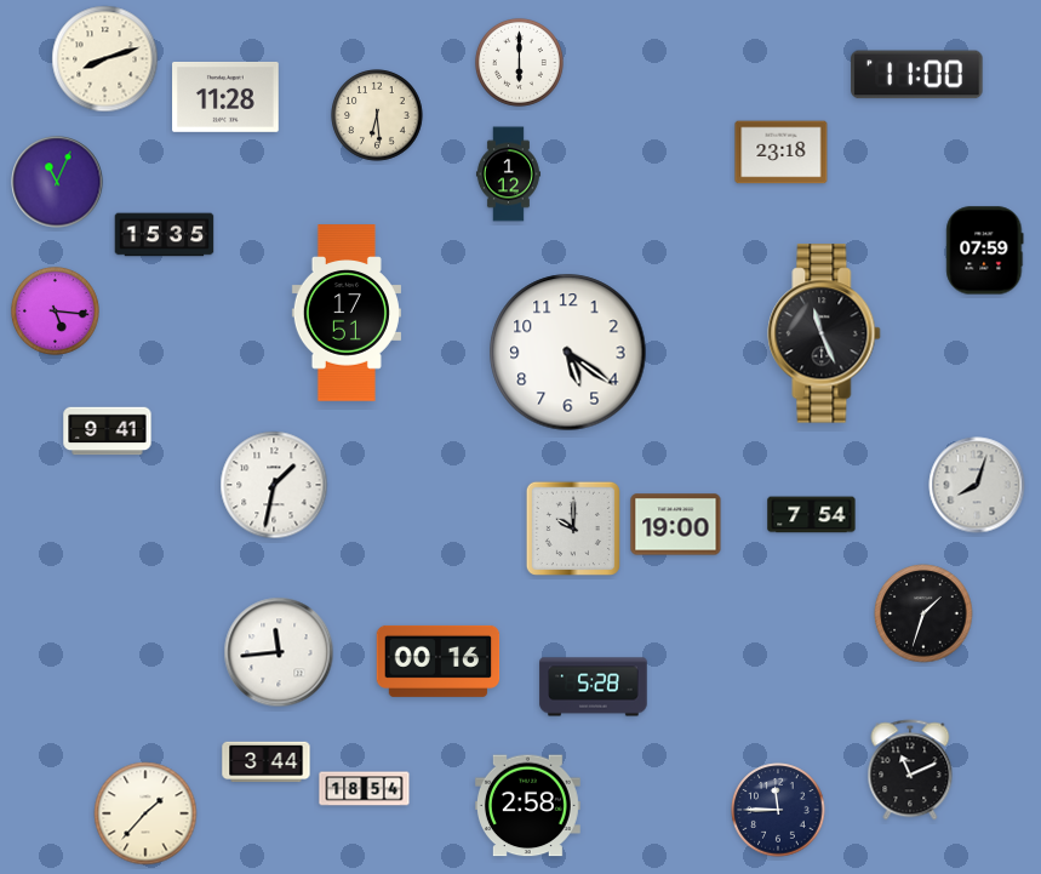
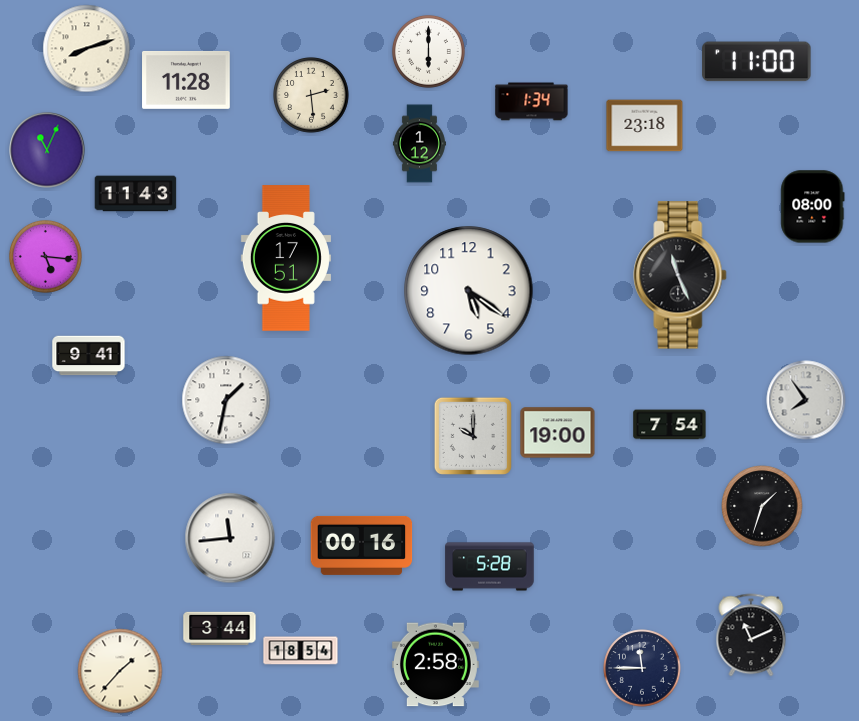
clock at (377, 115): 6:29 -> 2:29
clock at (532, 102): none -> 1:34
clock at (165, 235): 15:35 -> 11:43
clock at (985, 251): 07:59 -> 08:00
clock at (977, 485): 8:03 -> 7:54
